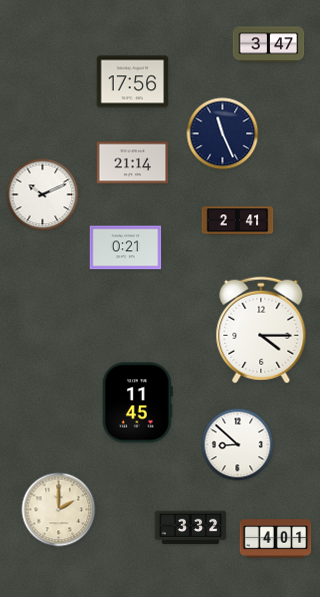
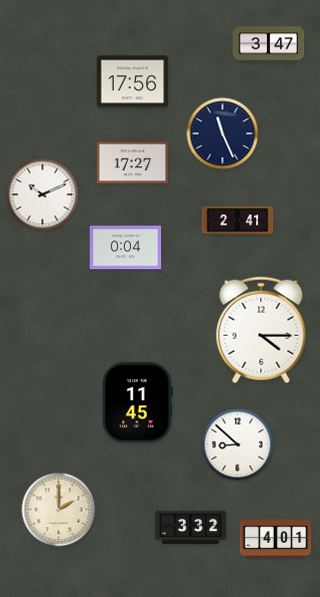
clock at (133, 163): 21:14 -> 17:27
clock at (126, 248): 0:21 -> 0:04
